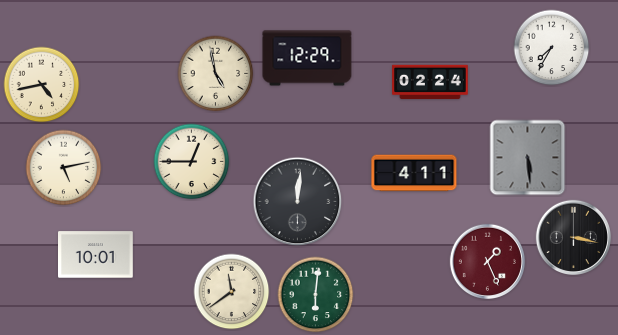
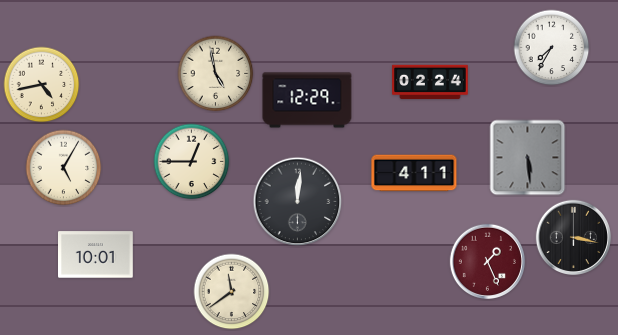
clock at (307, 58) position: (307, 58) -> (307, 100)
clock at (64, 168): 5:13 -> 5:05
clock at (316, 295): 6:01 -> none
